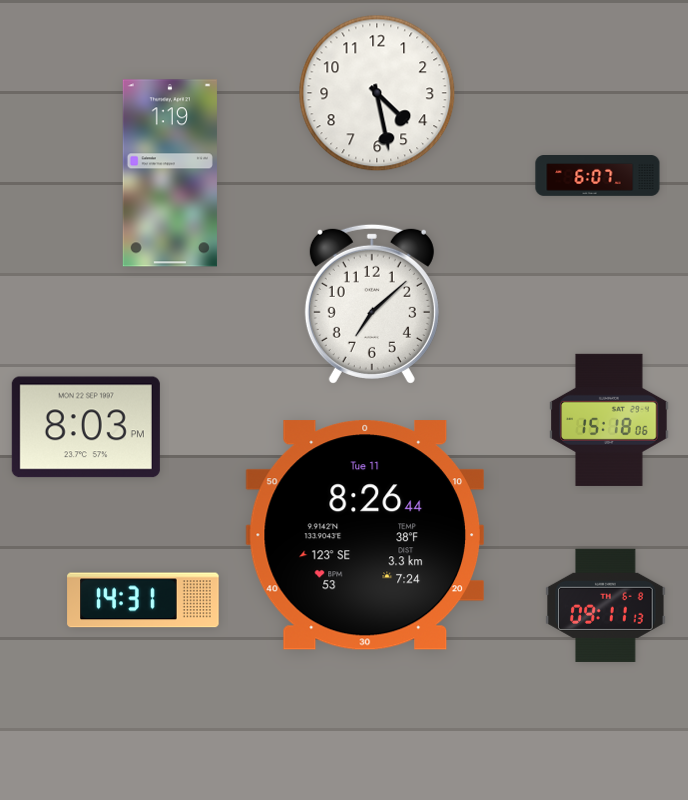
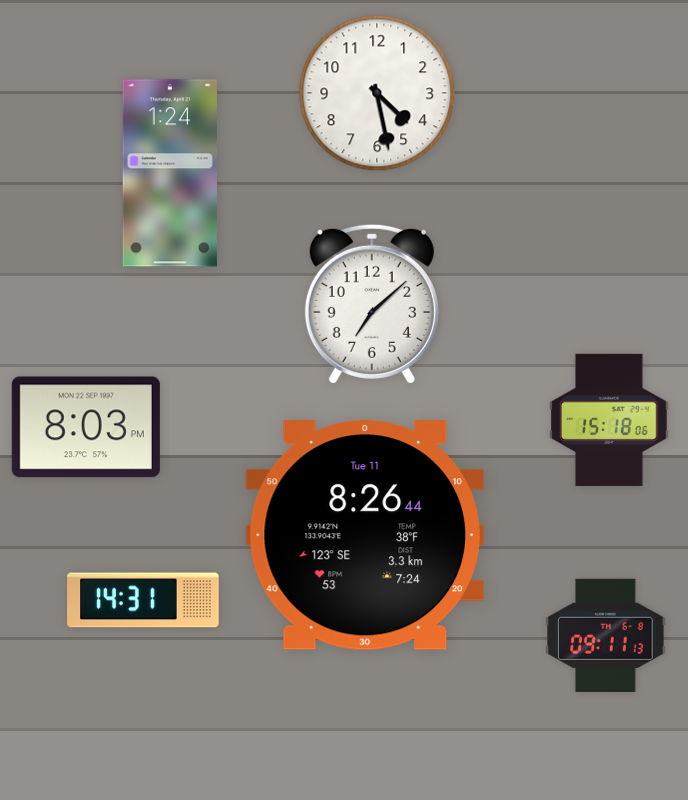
clock at (170, 173): 1:19 -> 1:24
clock at (598, 176): 6:07 -> none
clock at (606, 605) position: (606, 605) -> (606, 635)
